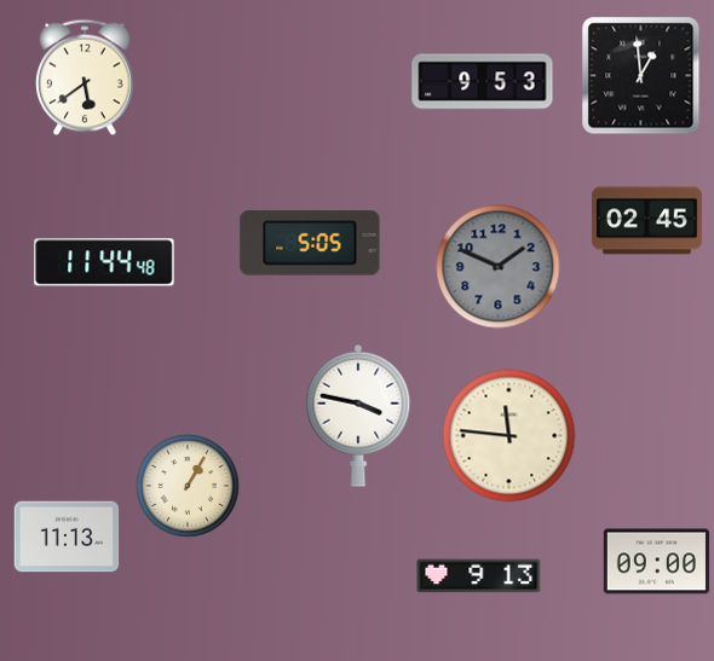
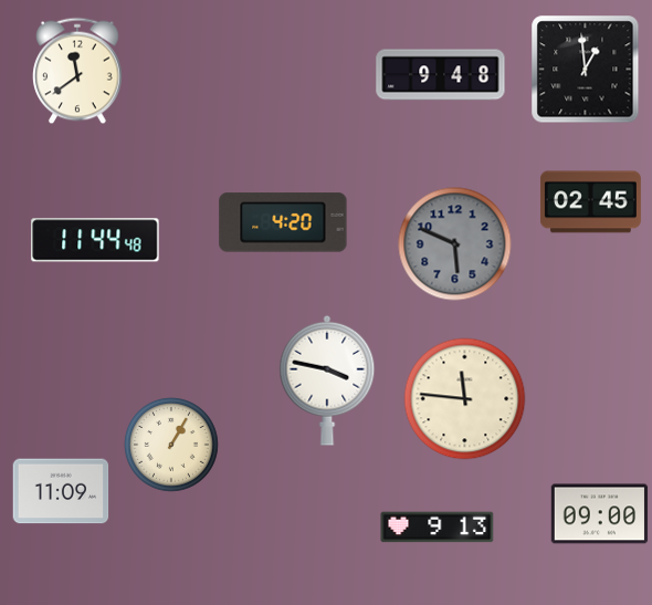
clock at (85, 77): 5:39 -> 11:39
clock at (483, 82): 9:53 -> 9:48
clock at (310, 243): 5:05 -> 4:20
clock at (499, 267): 1:49 -> 5:49
clock at (67, 537): 11:13 -> 11:09
